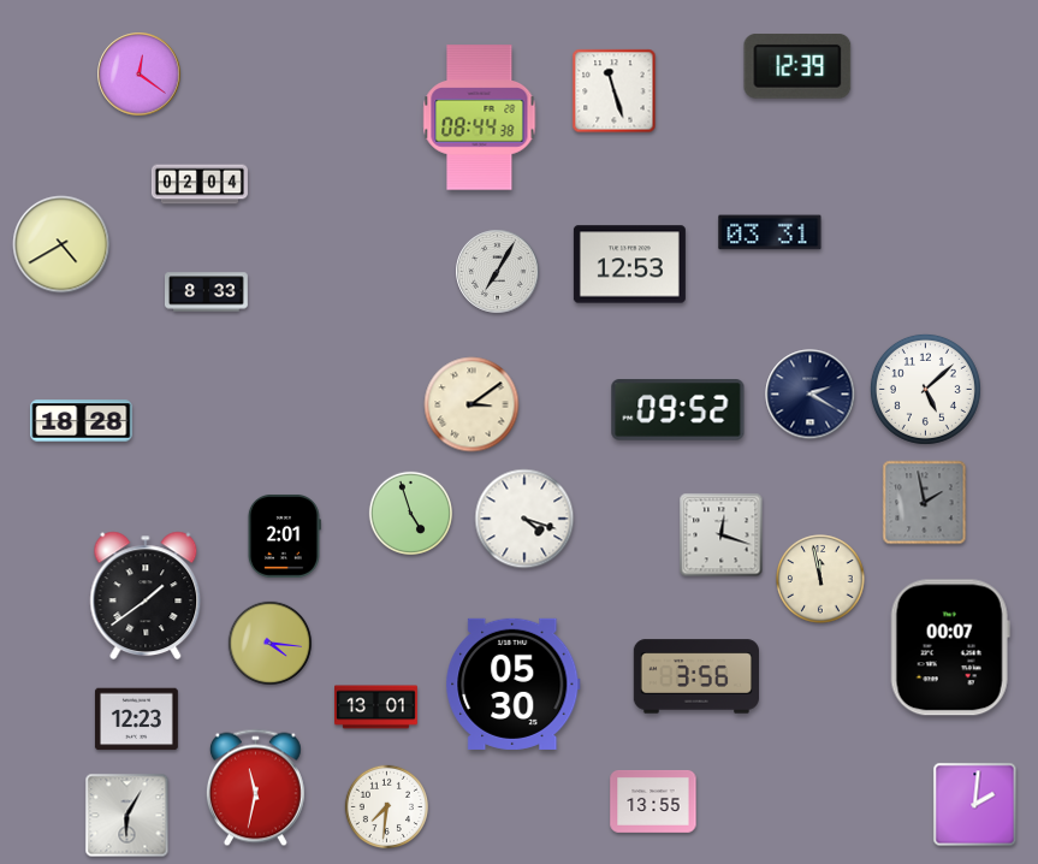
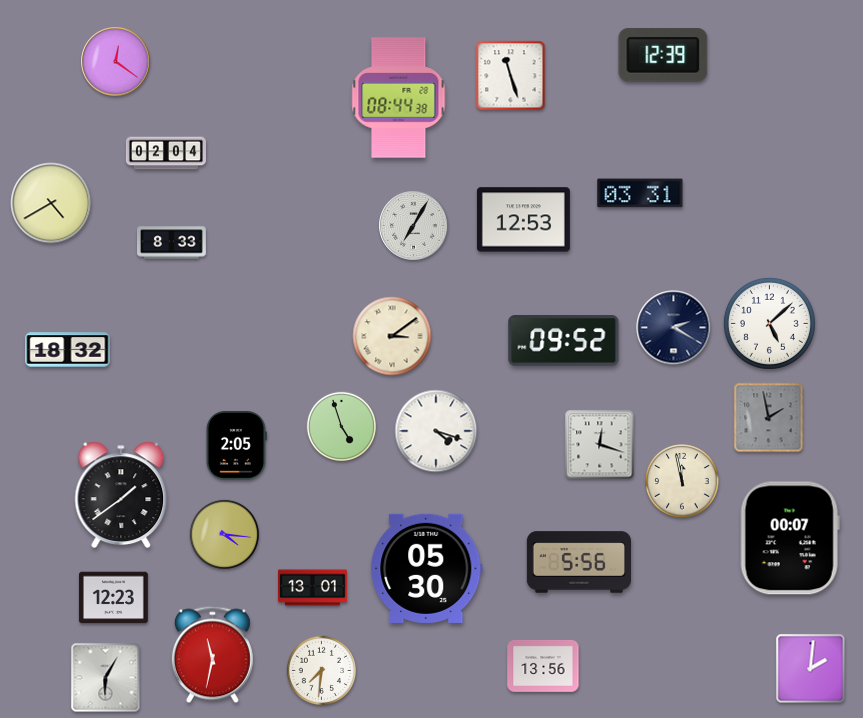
clock at (82, 421): 18:28 -> 18:32
clock at (284, 535): 2:01 -> 2:05
clock at (695, 676): 3:56 -> 5:56
clock at (653, 801): 13:55 -> 13:56
